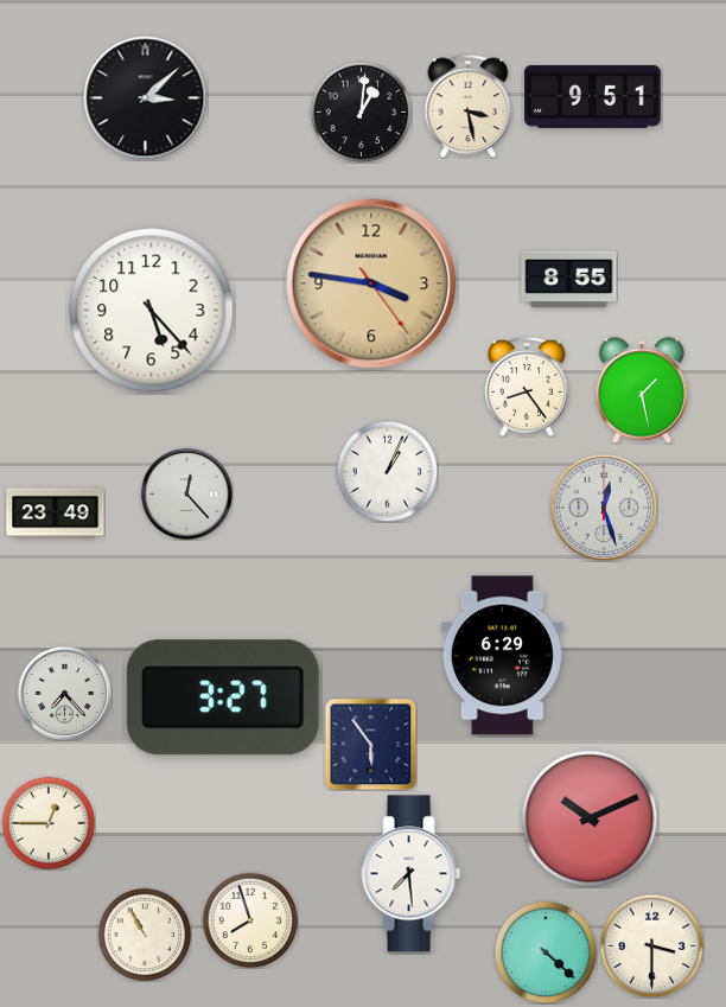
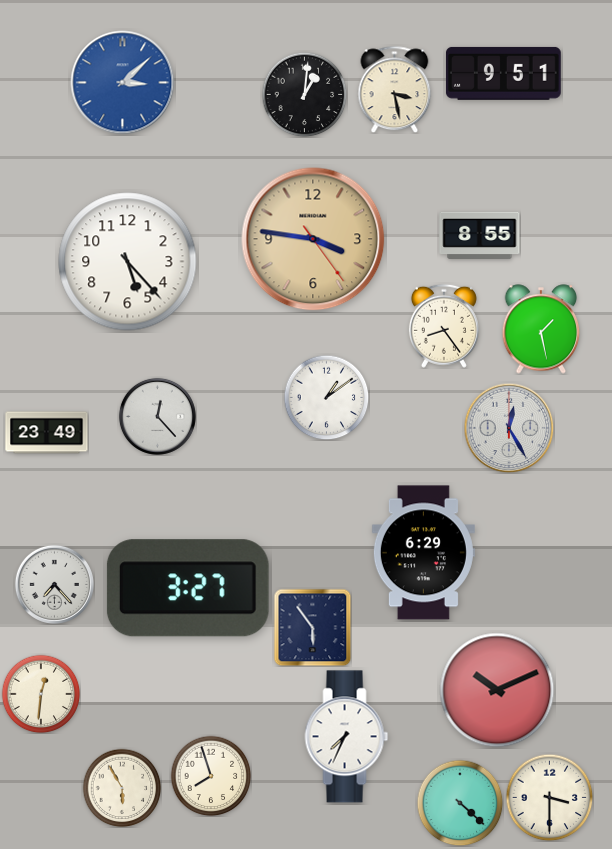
clock at (592, 96) position: (592, 96) -> (503, 73)
clock at (146, 98) dial: black -> blue
clock at (387, 471): 1:04 -> 1:09
clock at (604, 508): 12:27 -> 12:25
clock at (49, 823): 12:45 -> 12:31
clock at (412, 874): 7:29 -> 7:34
clock at (145, 935): 10:55 -> 5:55
